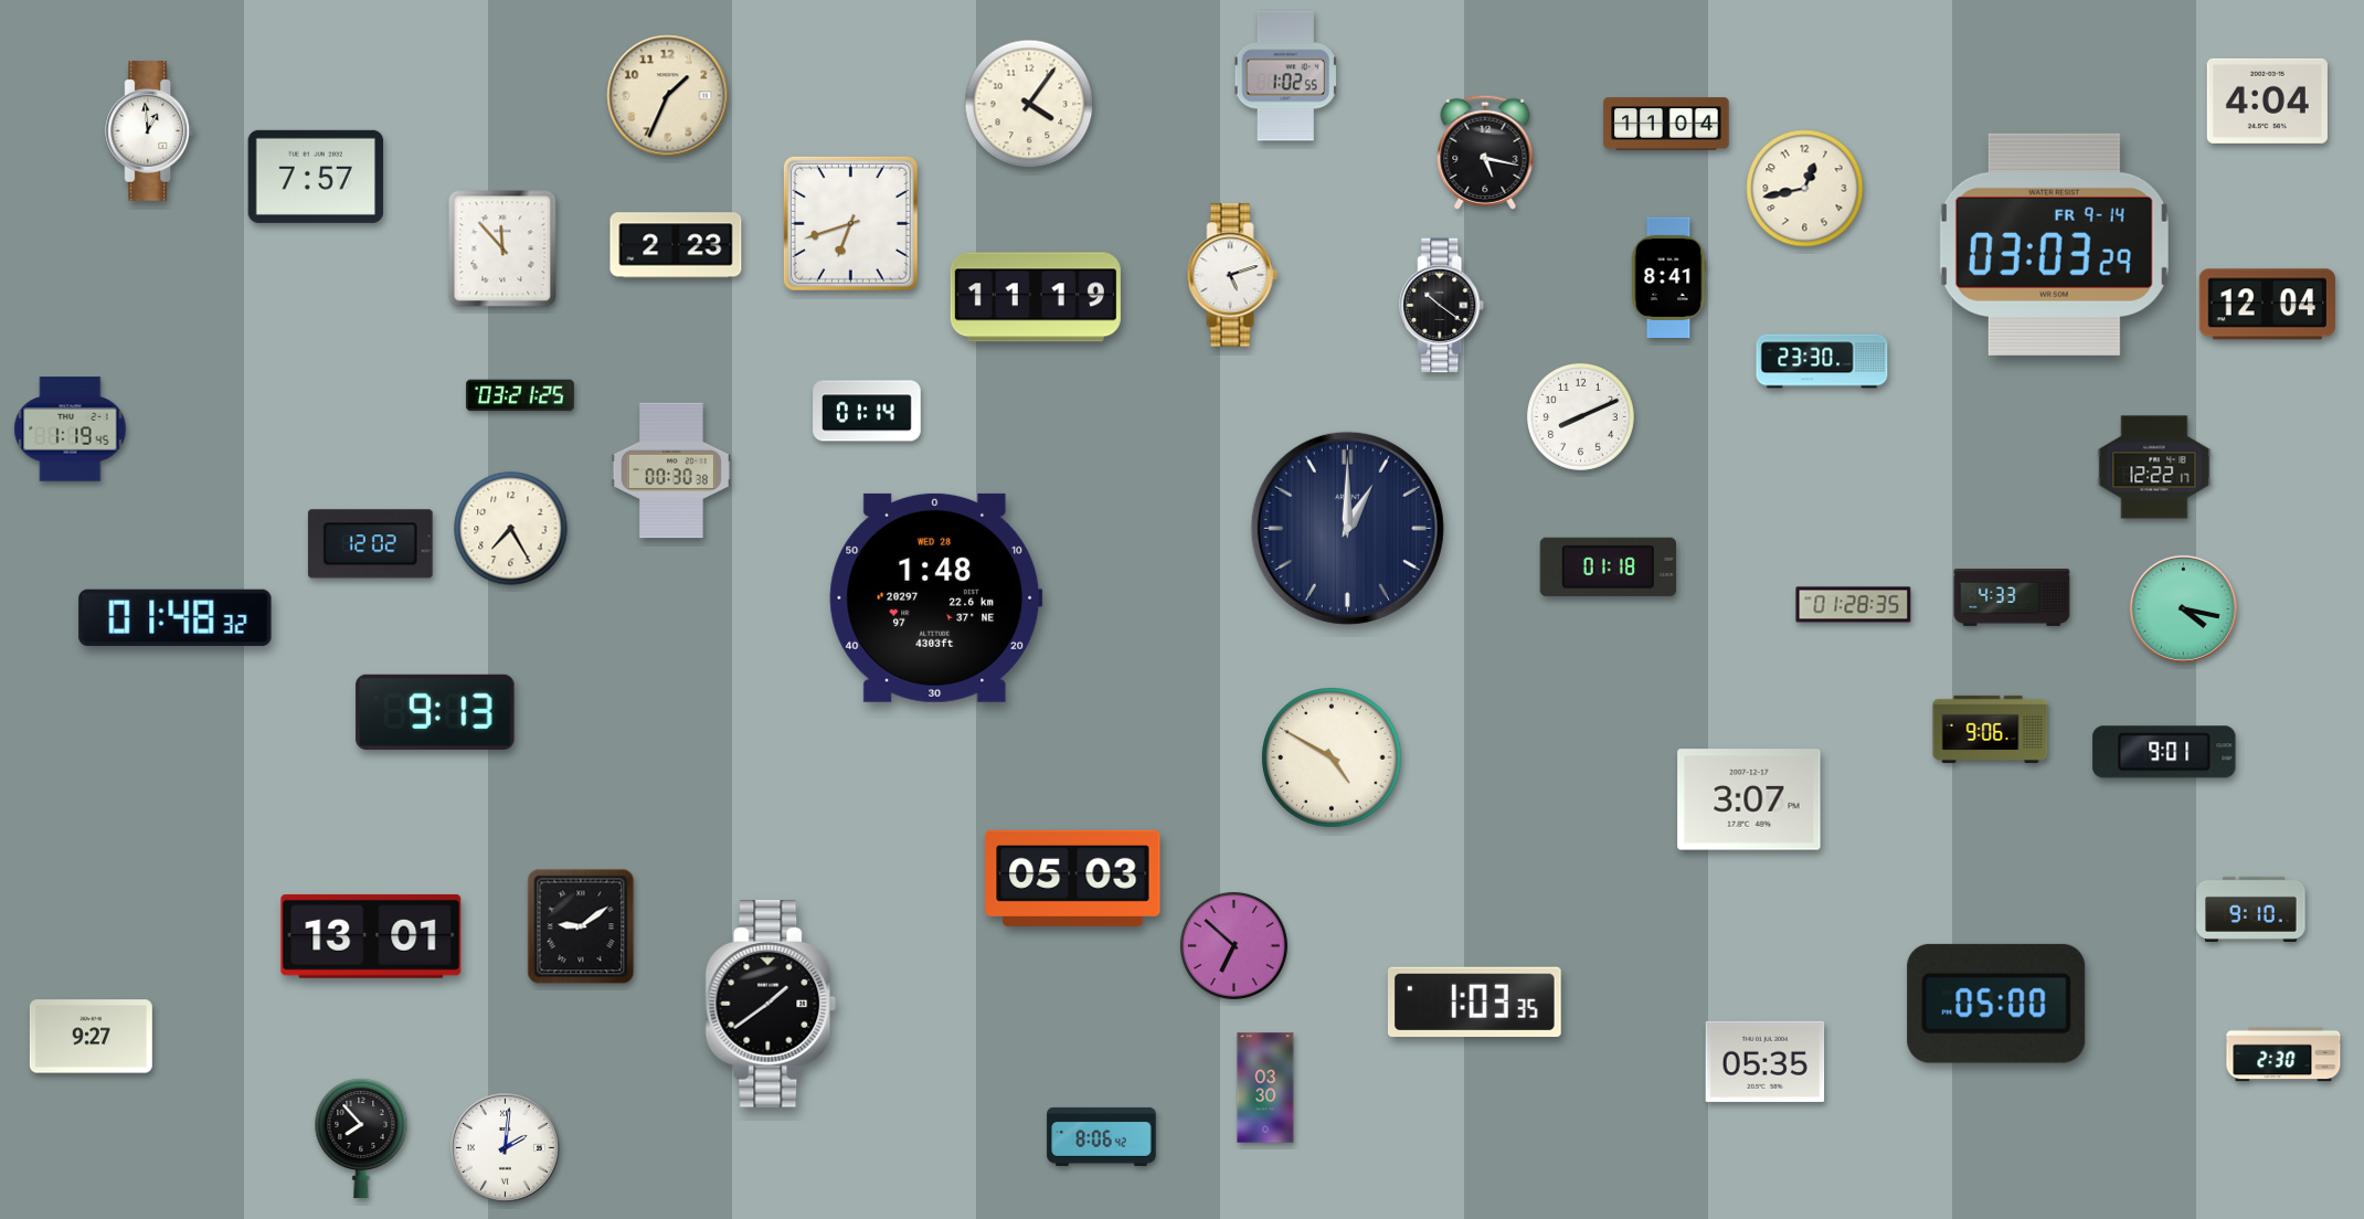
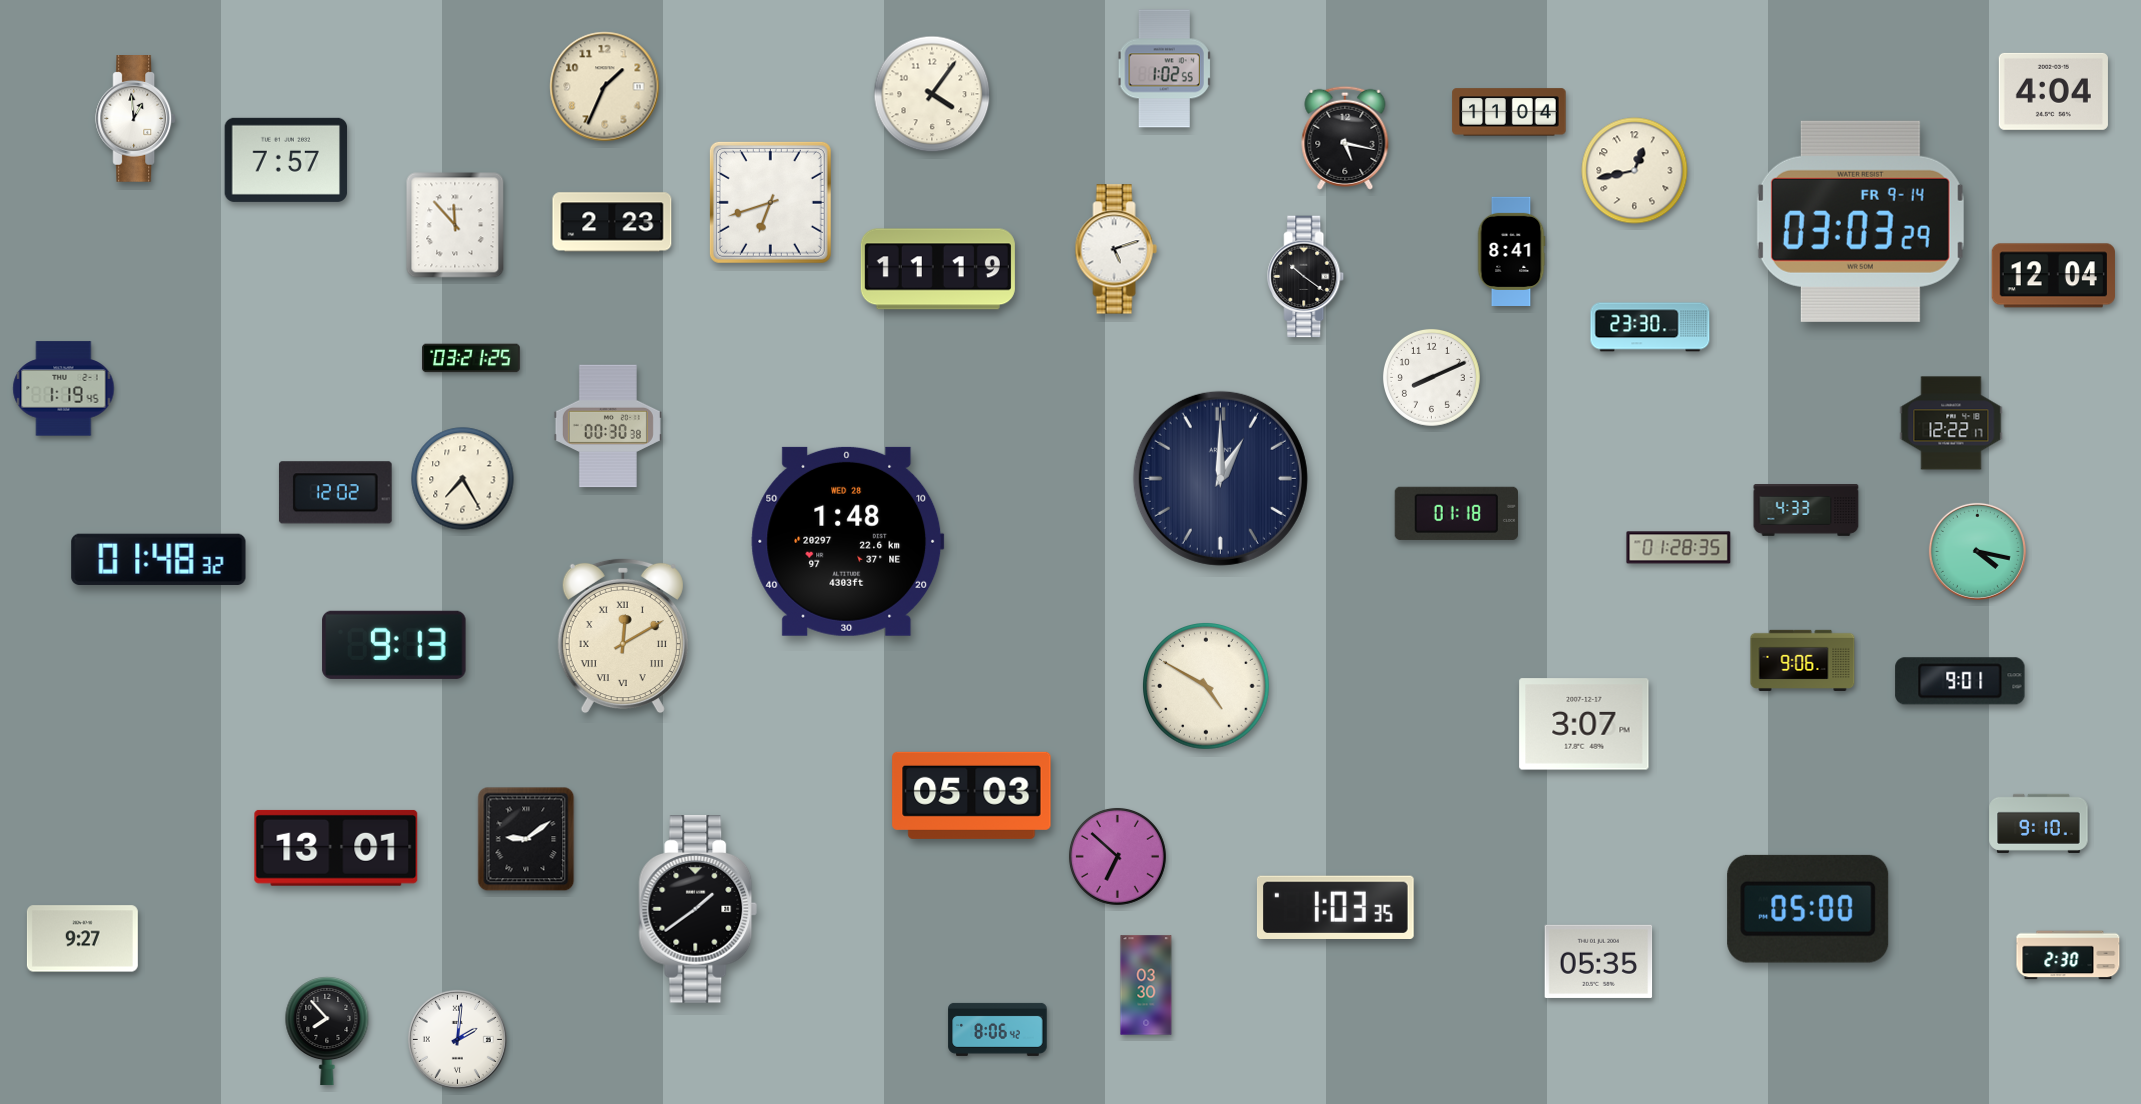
clock at (867, 411): 01:14 -> none
clock at (2012, 598) position: (2012, 598) -> (1806, 511)
clock at (623, 636): none -> 12:10
